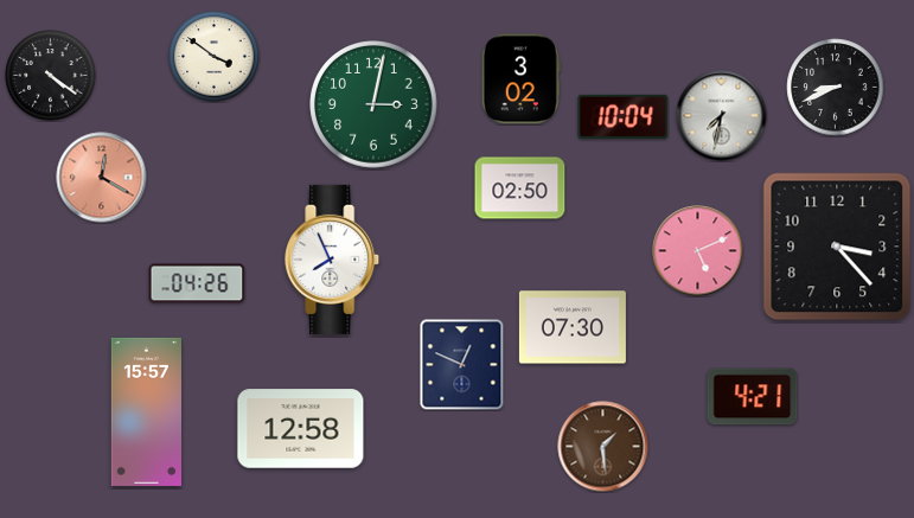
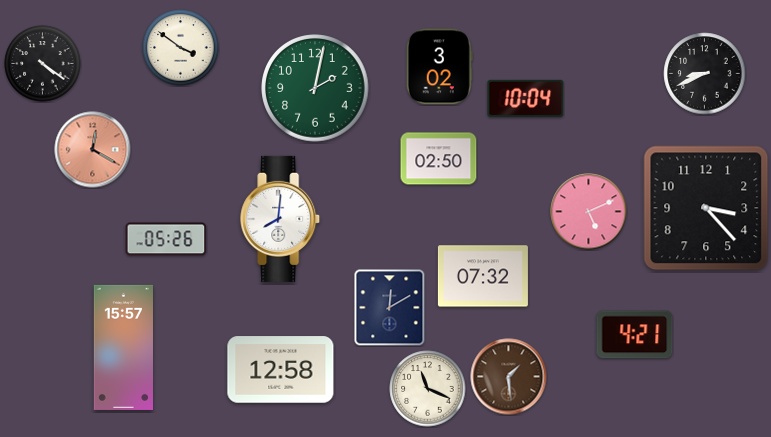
clock at (373, 104): 3:02 -> 2:02
clock at (722, 116): 7:32 -> none
clock at (102, 178) position: (102, 178) -> (93, 150)
clock at (333, 260): 7:56 -> 8:01
clock at (197, 283): 04:26 -> 05:26
clock at (573, 327): 07:30 -> 07:32
clock at (462, 365): 12:49 -> 12:10
clock at (301, 429) position: (301, 429) -> (281, 370)
clock at (428, 389): none -> 11:19
